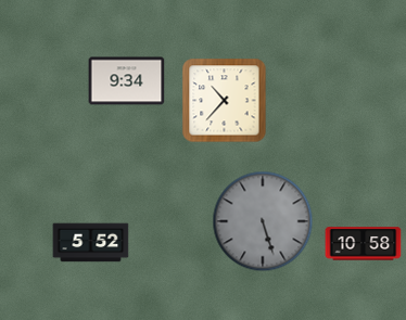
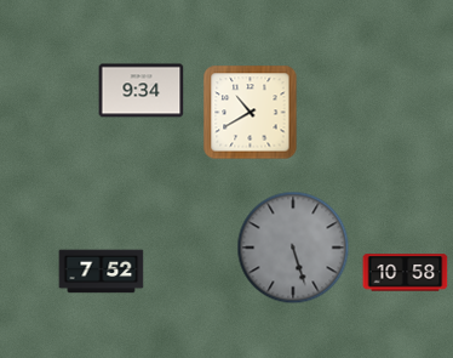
clock at (225, 101): 10:37 -> 10:40
clock at (91, 243): 5:52 -> 7:52
